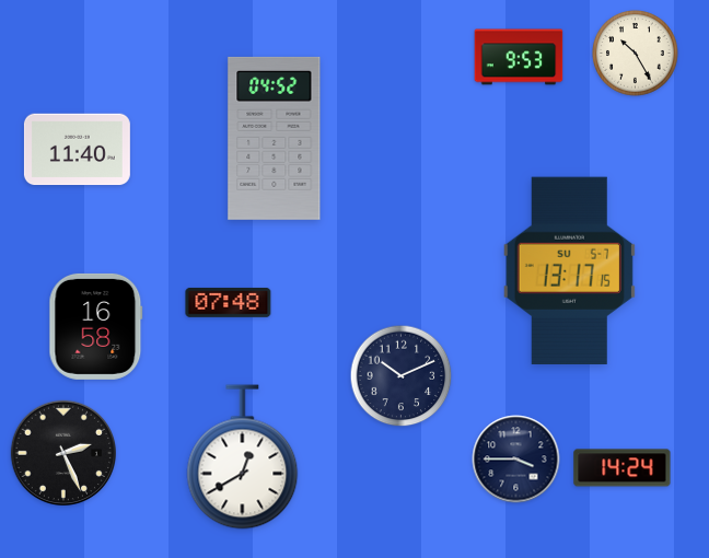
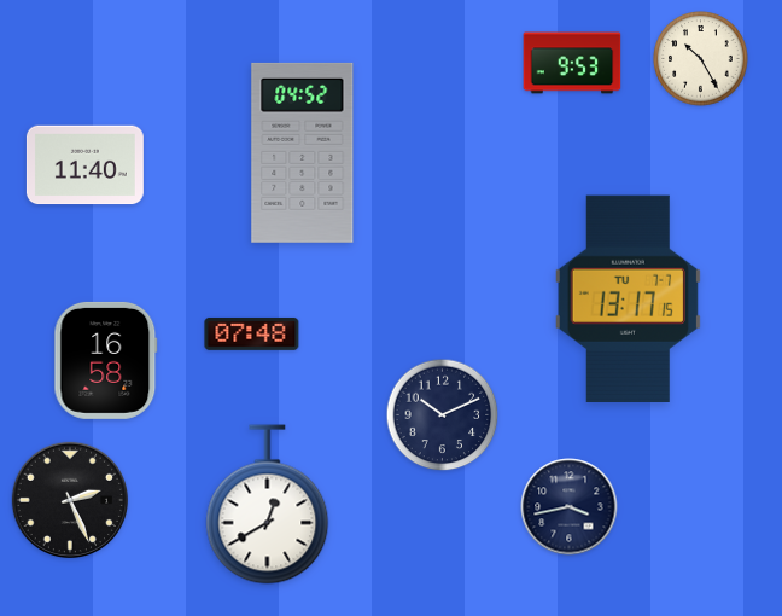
clock at (569, 270) date: SU 5-7 -> TU 7-7
clock at (516, 460): 3:45 -> 3:43
clock at (623, 468): 14:24 -> none
